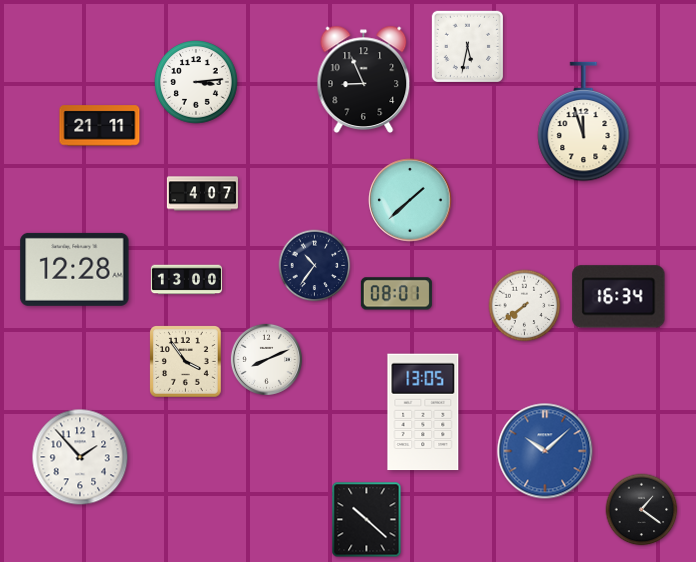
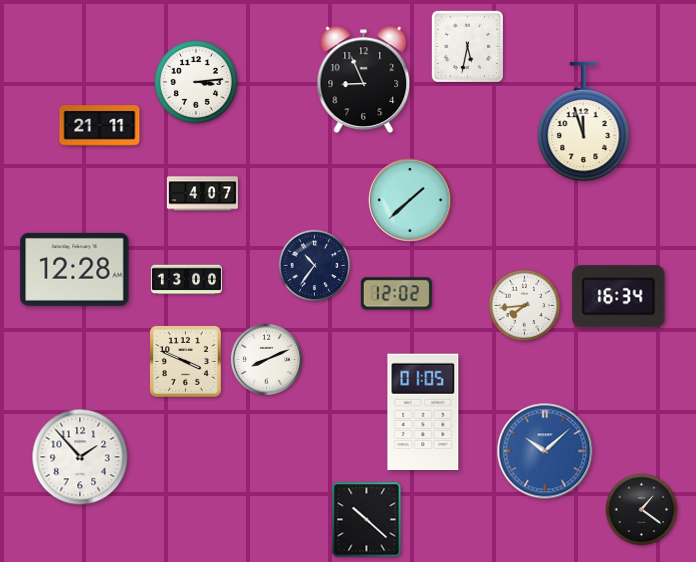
clock at (396, 294): 08:01 -> 12:02
clock at (525, 306): 7:39 -> 7:44
clock at (186, 362): 3:54 -> 3:49
clock at (423, 412): 13:05 -> 01:05
